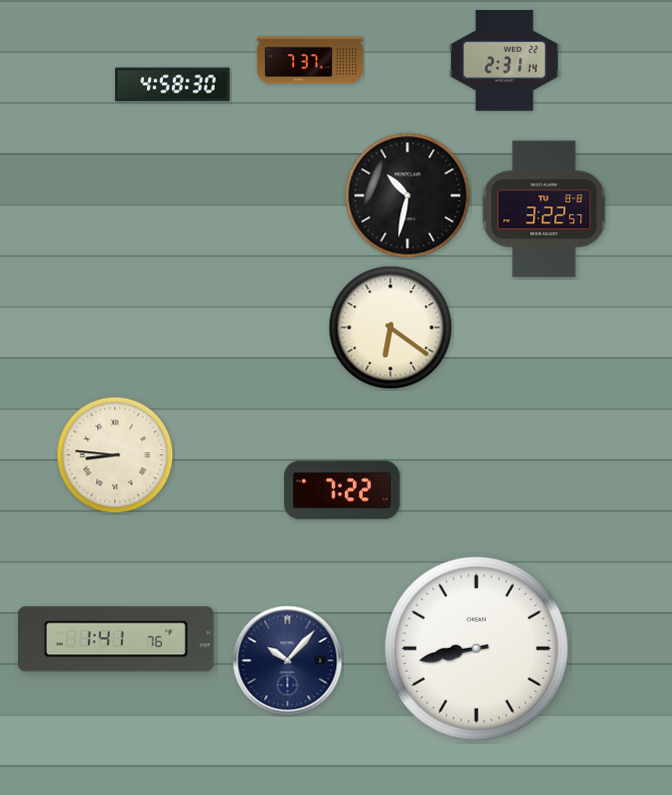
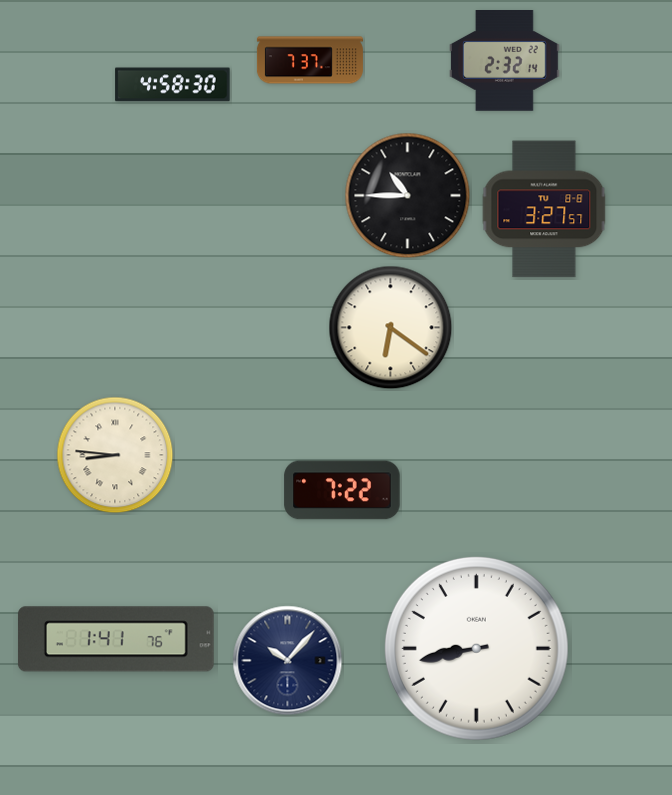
clock at (505, 61): 2:31 -> 2:32
clock at (408, 196): 10:32 -> 10:45
clock at (544, 209): 3:22 -> 3:27
